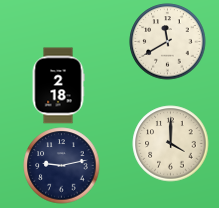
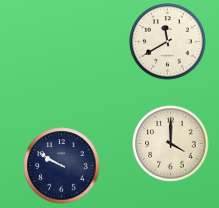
clock at (58, 86): 2:18 -> none
clock at (62, 166): 9:13 -> 9:50
